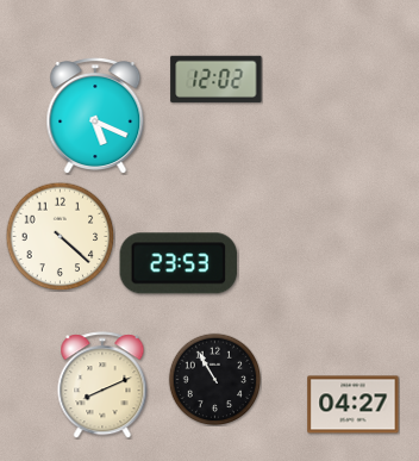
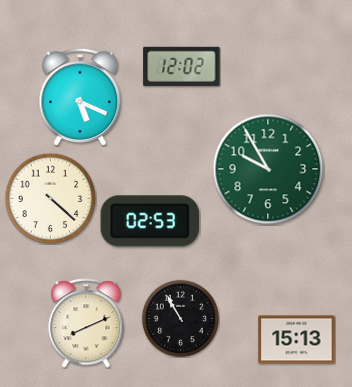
clock at (268, 169): none -> 9:55
clock at (179, 263): 23:53 -> 02:53
clock at (354, 405): 04:27 -> 15:13
